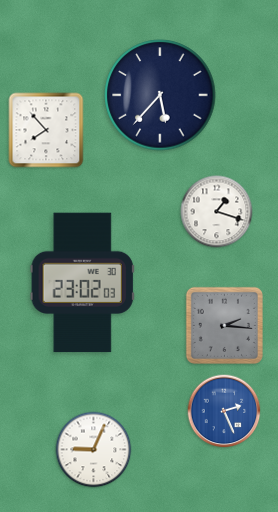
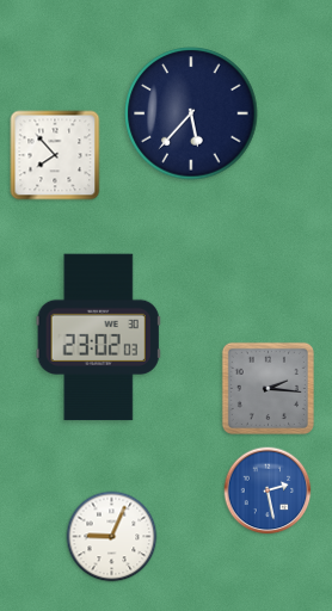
clock at (217, 212): 1:18 -> none
clock at (224, 411): 2:26 -> 2:28
